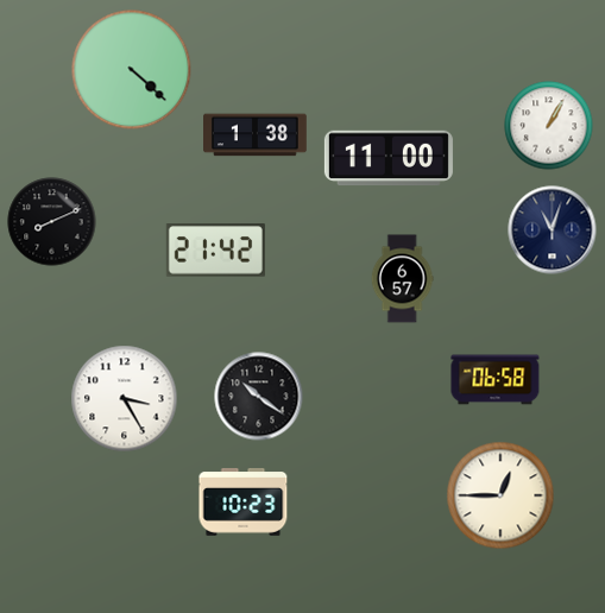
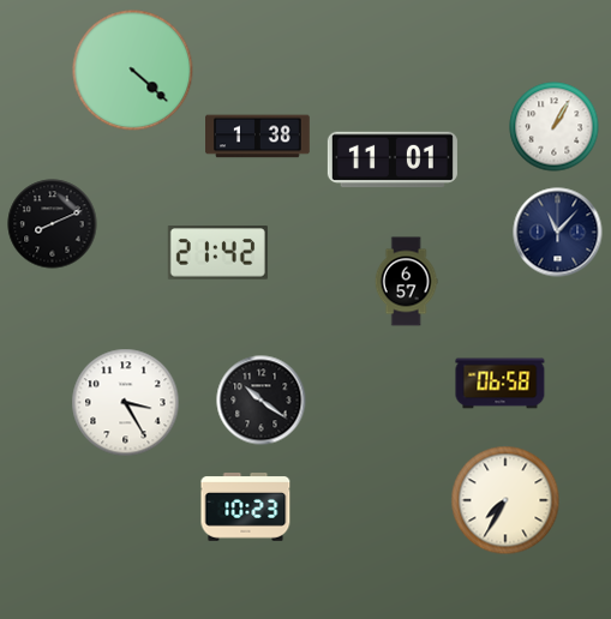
clock at (389, 158): 11:00 -> 11:01
clock at (553, 230): 11:03 -> 11:07
clock at (500, 495): 12:45 -> 7:35
